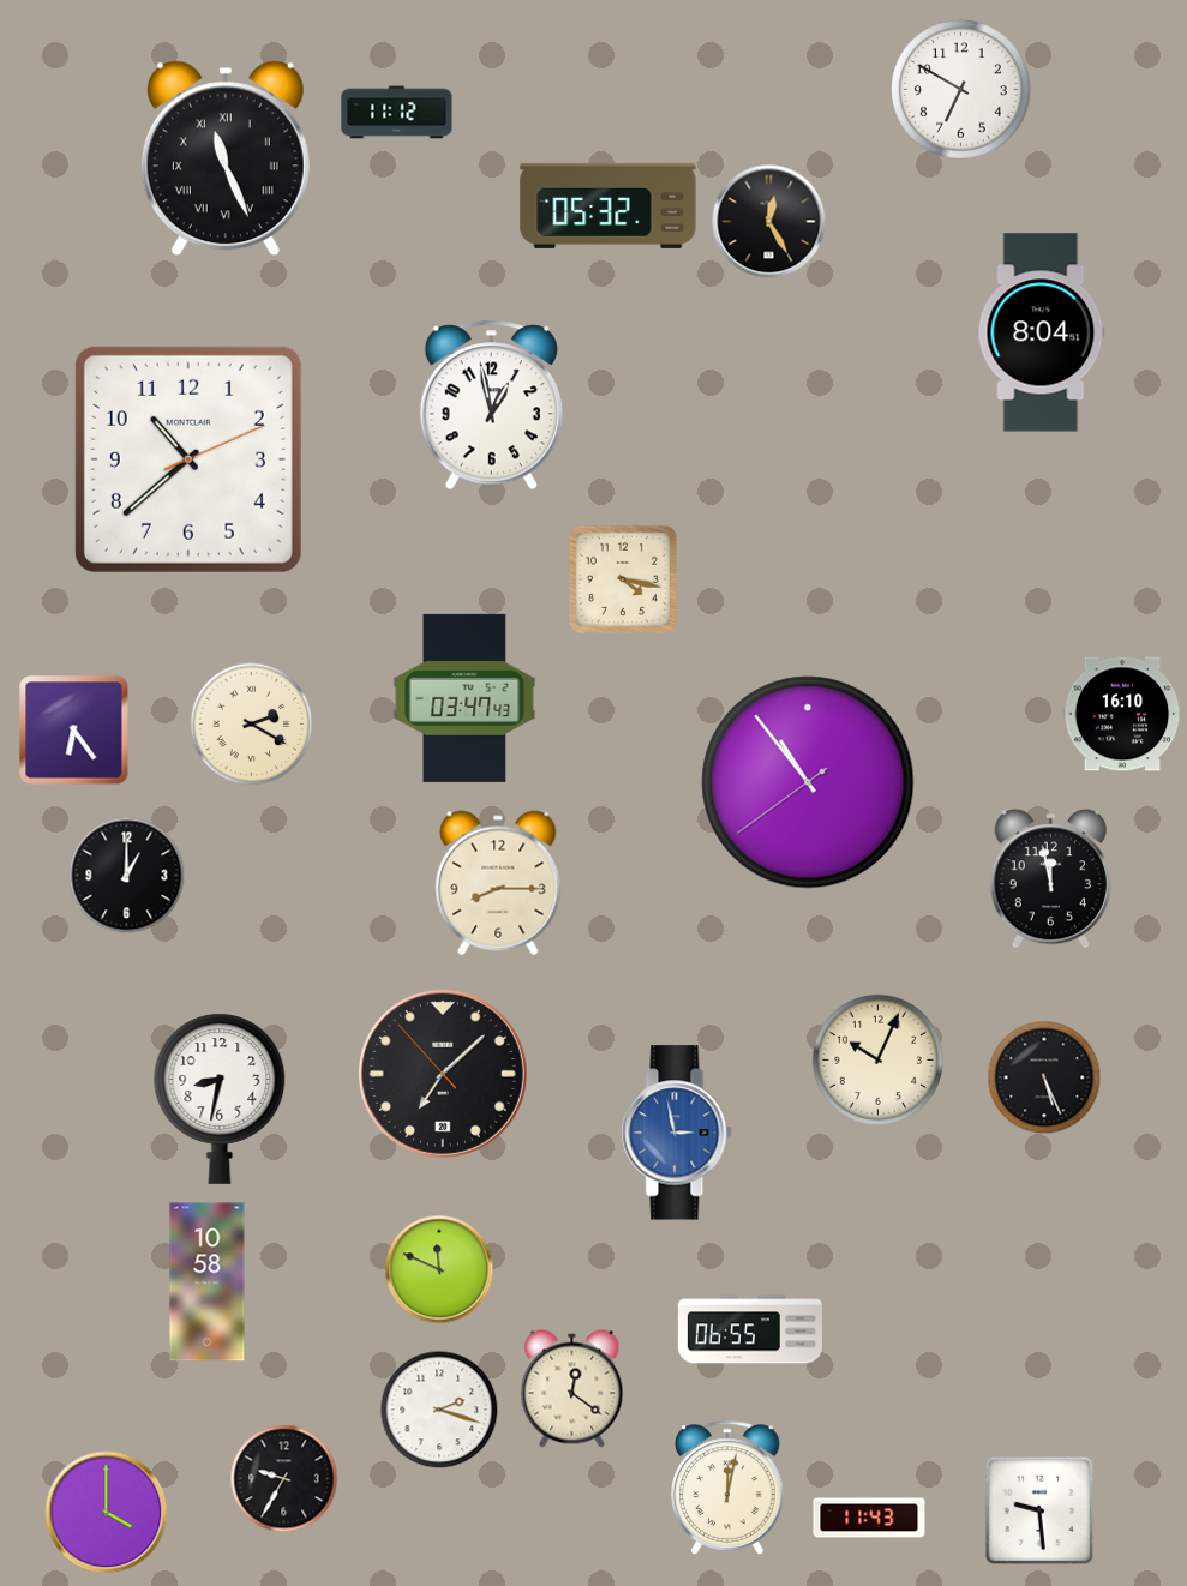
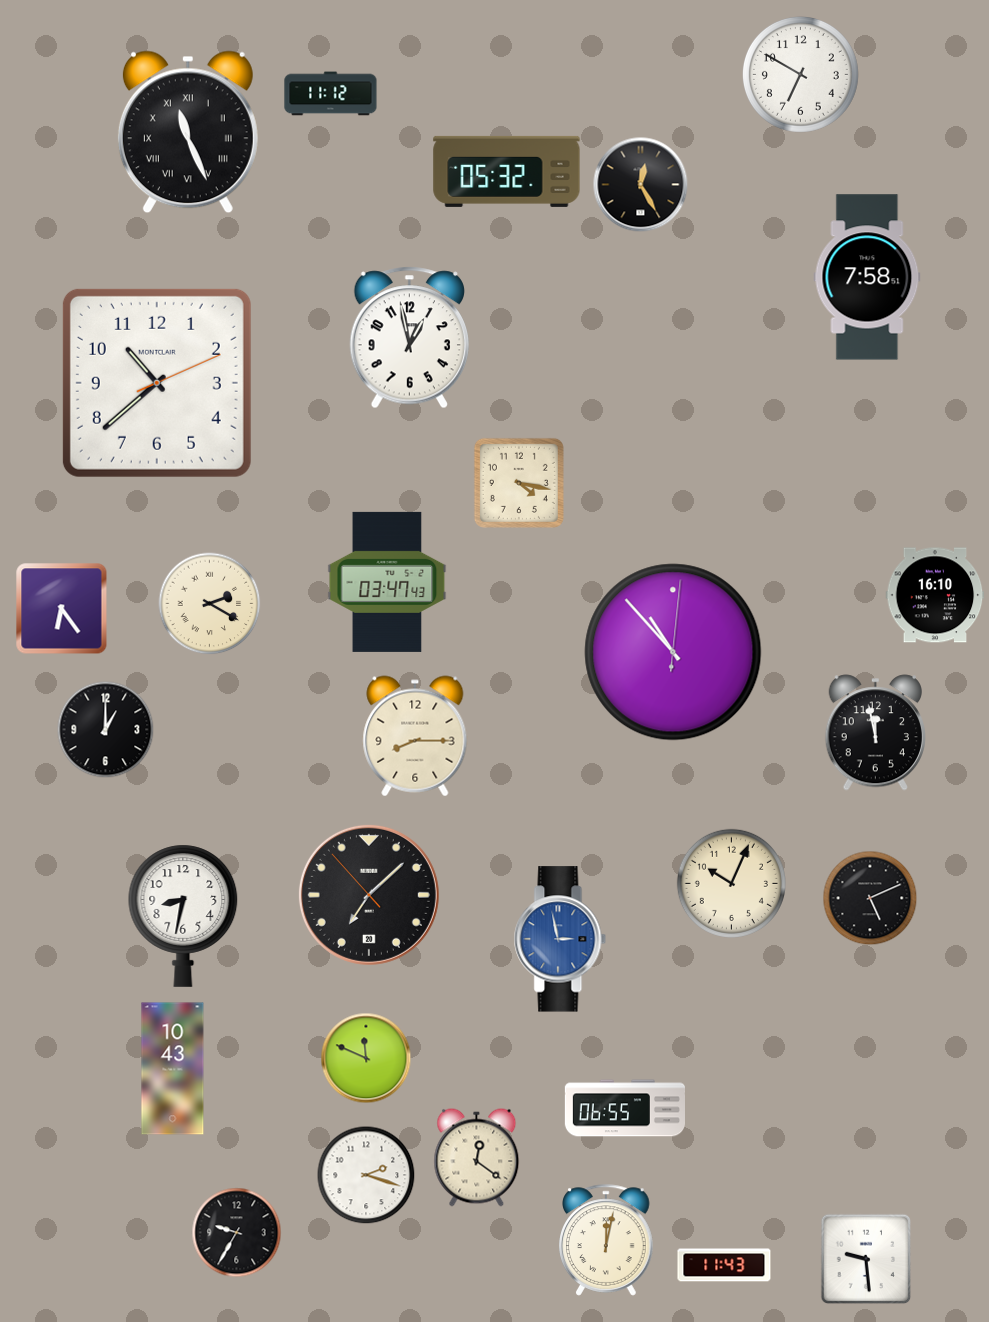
clock at (1041, 332): 8:04 -> 7:58
clock at (808, 782): 10:53:39 -> 10:53:01
clock at (1044, 1077): 5:26 -> 5:11
clock at (677, 1133) position: (677, 1133) -> (560, 939)
clock at (208, 1282): 10:58 -> 10:43
clock at (107, 1513): 4:00 -> none
